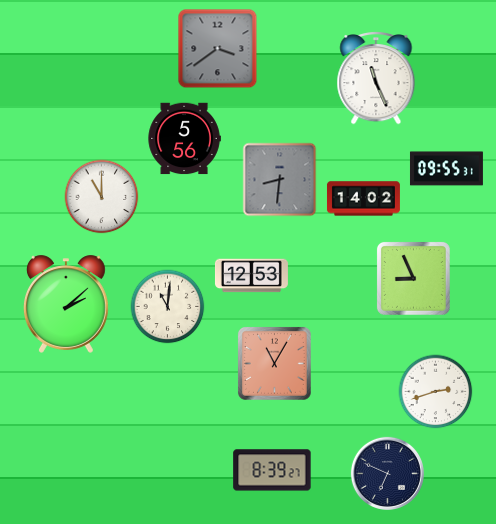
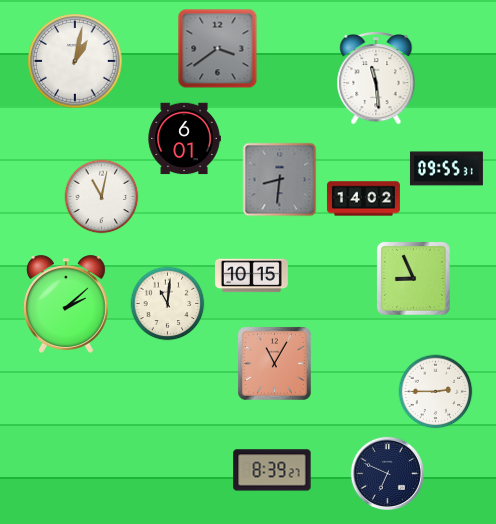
clock at (75, 61): none -> 1:02
clock at (376, 79): 11:26 -> 11:29
clock at (184, 139): 5:56 -> 6:01
clock at (102, 197): 11:00 -> 11:02
clock at (251, 276): 12:53 -> 10:15
clock at (168, 307) position: (168, 307) -> (168, 304)
clock at (436, 392): 2:42 -> 2:45
